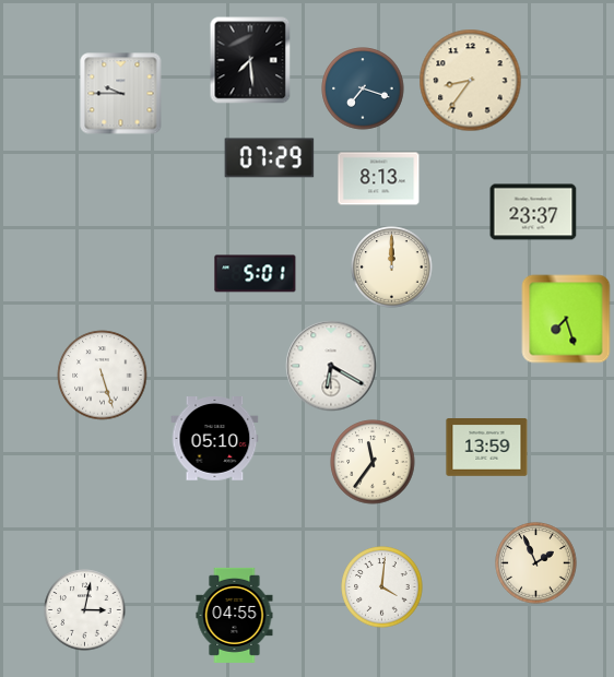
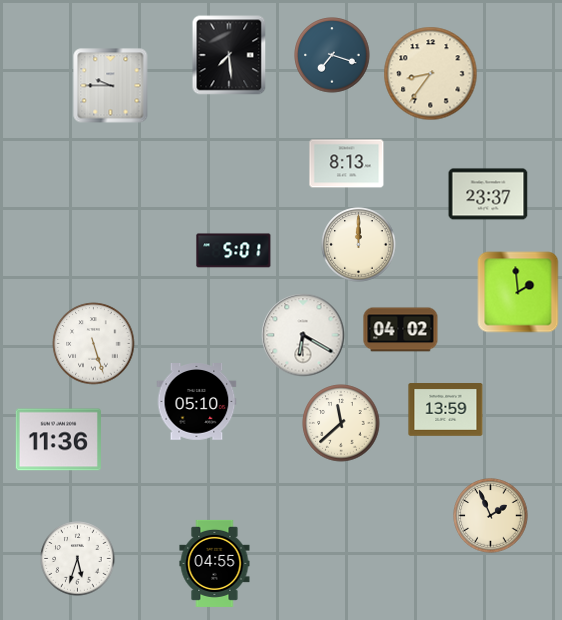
clock at (363, 88) position: (363, 88) -> (332, 55)
clock at (270, 158): 07:29 -> none
clock at (566, 319): 7:27 -> 1:59
clock at (401, 330): none -> 04:02
clock at (373, 462): 11:36 -> 11:38
clock at (58, 440): none -> 11:36
clock at (382, 587): 4:01 -> none
clock at (85, 610): 3:02 -> 5:33
